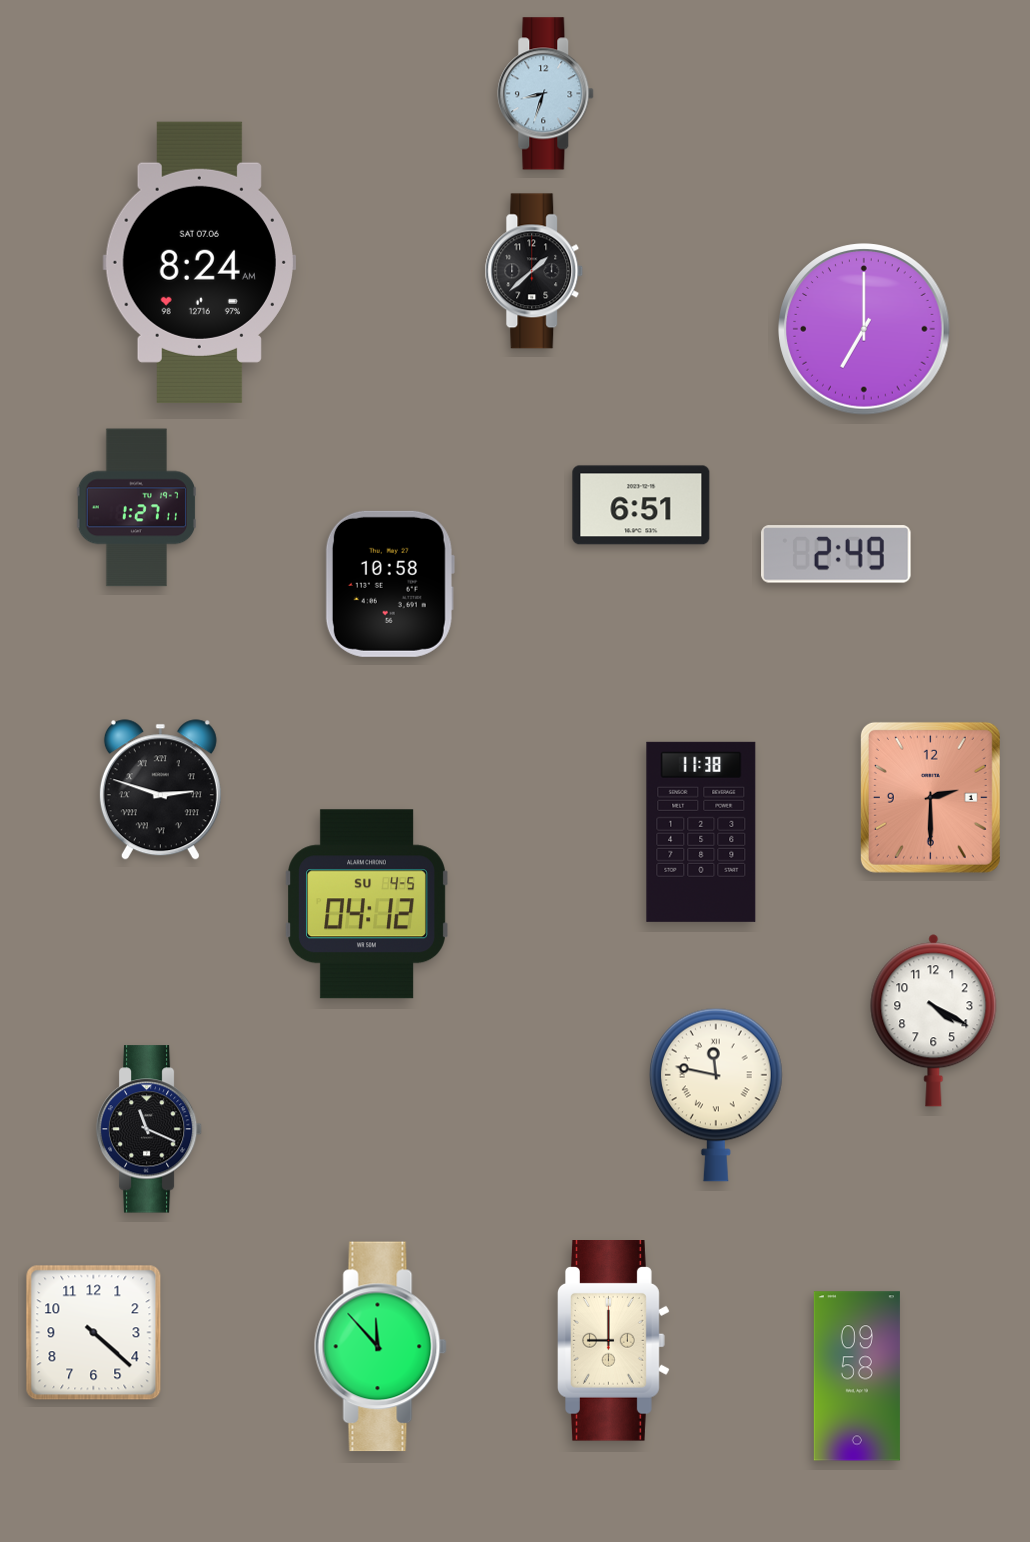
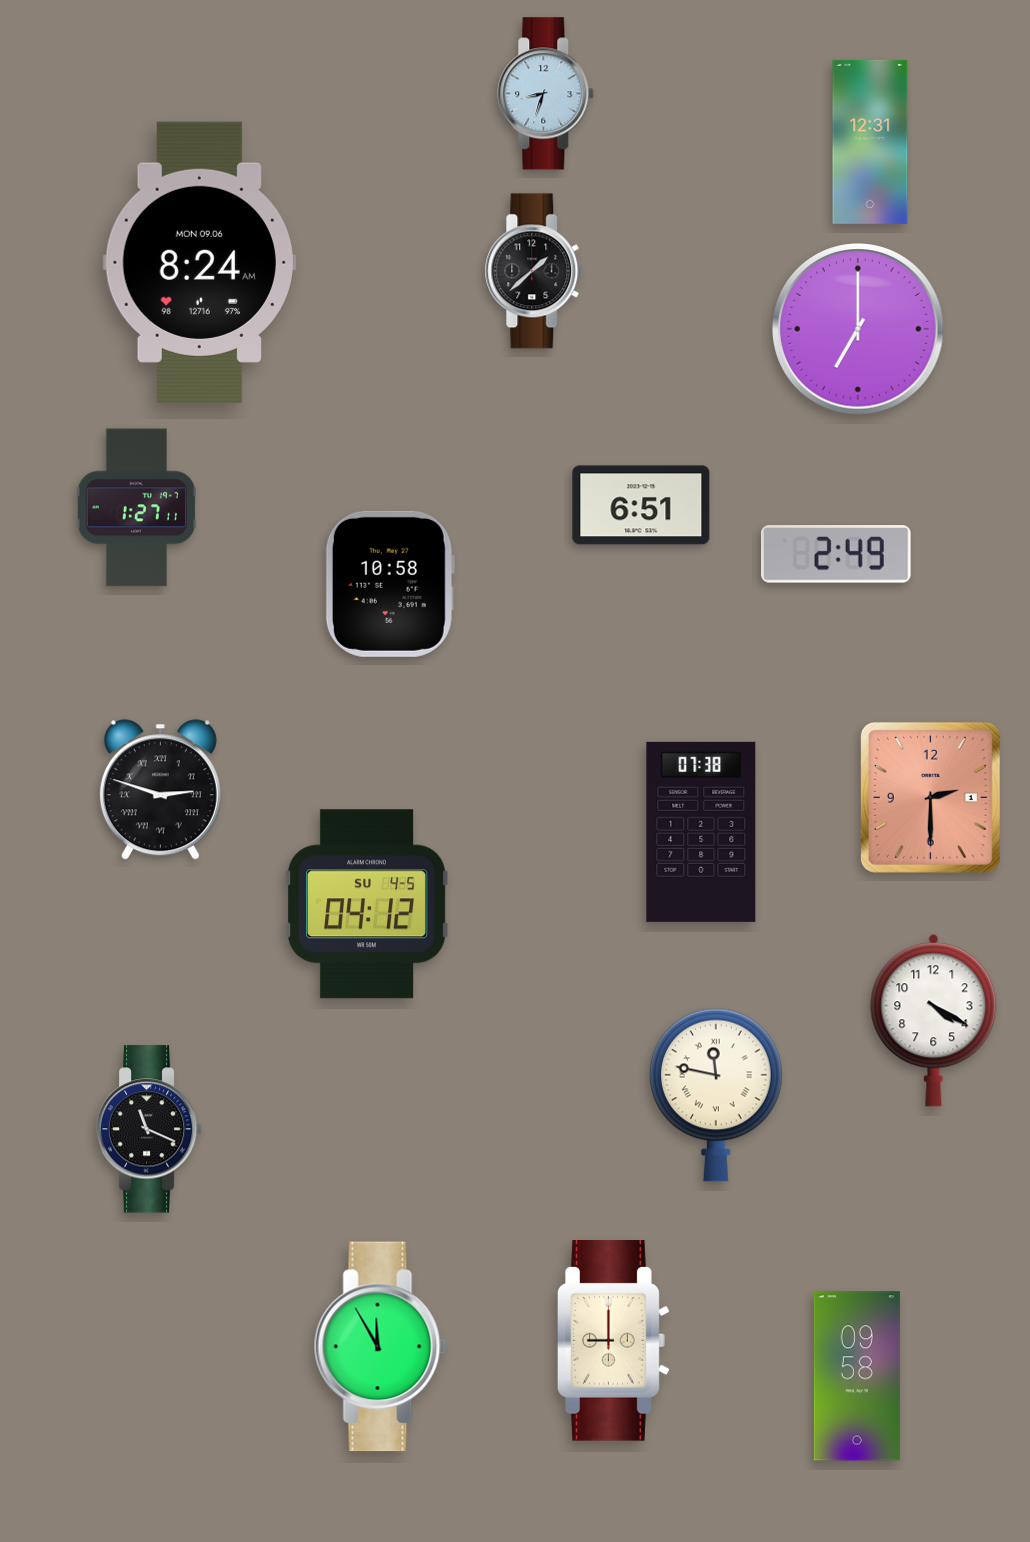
clock at (870, 142): none -> 12:31
clock at (199, 262) date: SAT 07.06 -> MON 09.06
clock at (864, 329) position: (864, 329) -> (858, 329)
clock at (701, 832): 11:38 -> 07:38
clock at (94, 1333): 4:22 -> none
clock at (380, 1347): 11:53 -> 11:55
